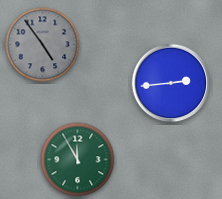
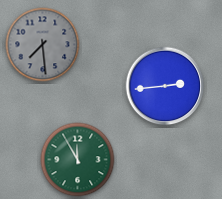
clock at (43, 45): 4:54 -> 7:29
clock at (171, 83) position: (171, 83) -> (165, 86)
